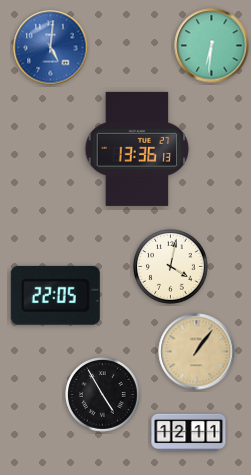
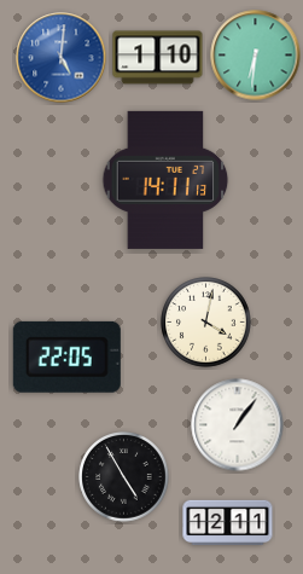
clock at (158, 58): none -> 1:10
clock at (137, 149): 13:36 -> 14:11
clock at (197, 352) dial: champagne -> white
